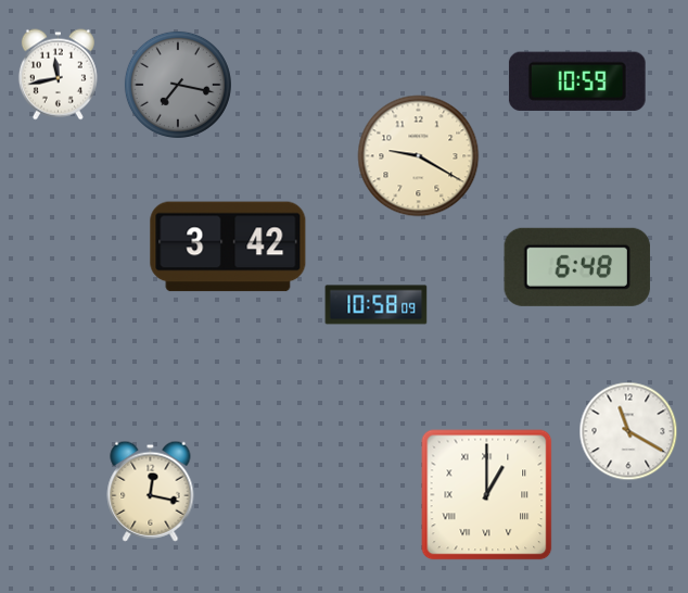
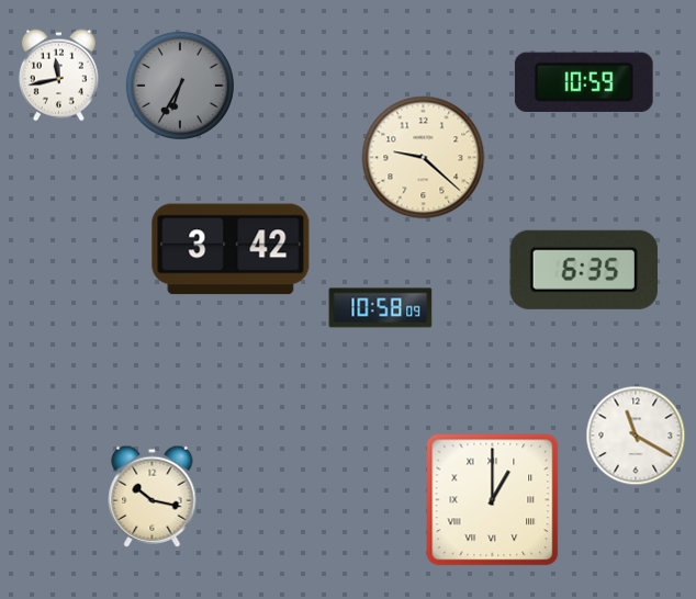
clock at (178, 85): 7:17 -> 6:35
clock at (419, 156): 9:20 -> 9:22
clock at (576, 267): 6:48 -> 6:35
clock at (151, 491): 12:17 -> 10:17
